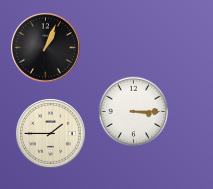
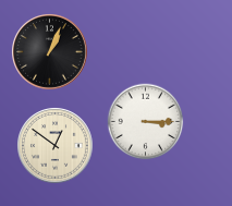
clock at (51, 134): 1:45 -> 12:51
